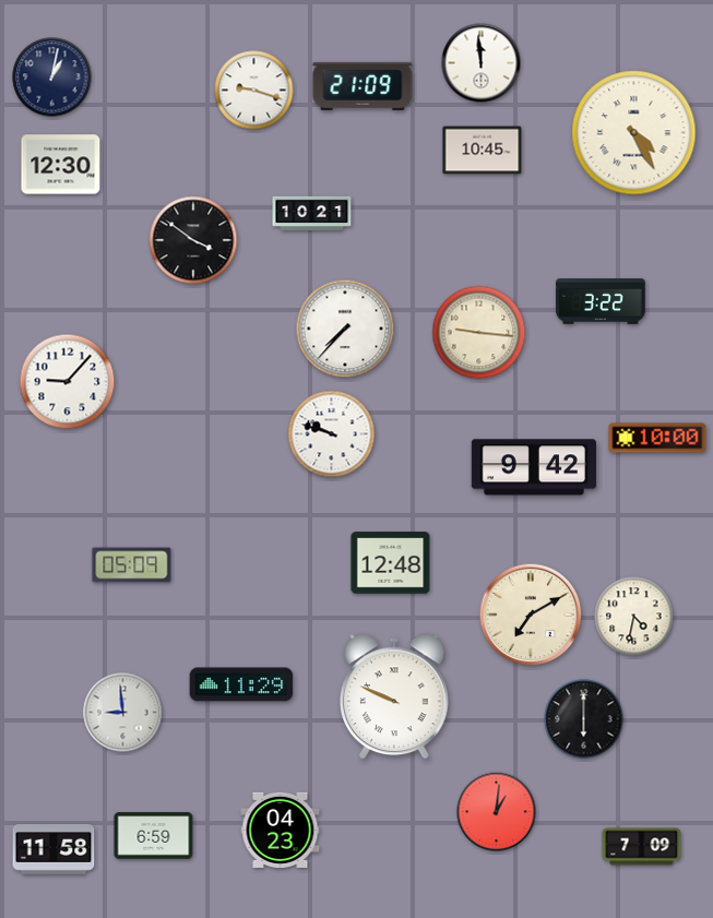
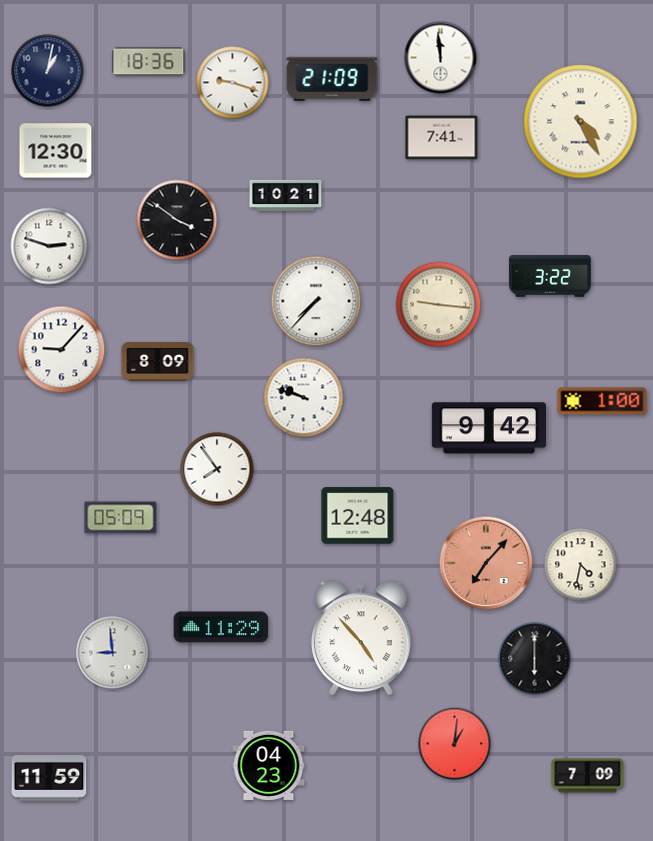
clock at (149, 62): none -> 18:36
clock at (483, 151): 10:45 -> 7:41
clock at (49, 246): none -> 2:48
clock at (158, 362): none -> 8:09
clock at (657, 438): 10:00 -> 1:00
clock at (217, 469): none -> 7:54
clock at (531, 615): 7:10 -> 7:07
clock at (531, 615) dial: cream -> salmon
clock at (394, 696): 9:49 -> 4:53
clock at (281, 830) position: (281, 830) -> (269, 765)
clock at (154, 836): 6:59 -> none
clock at (54, 850): 11:58 -> 11:59
